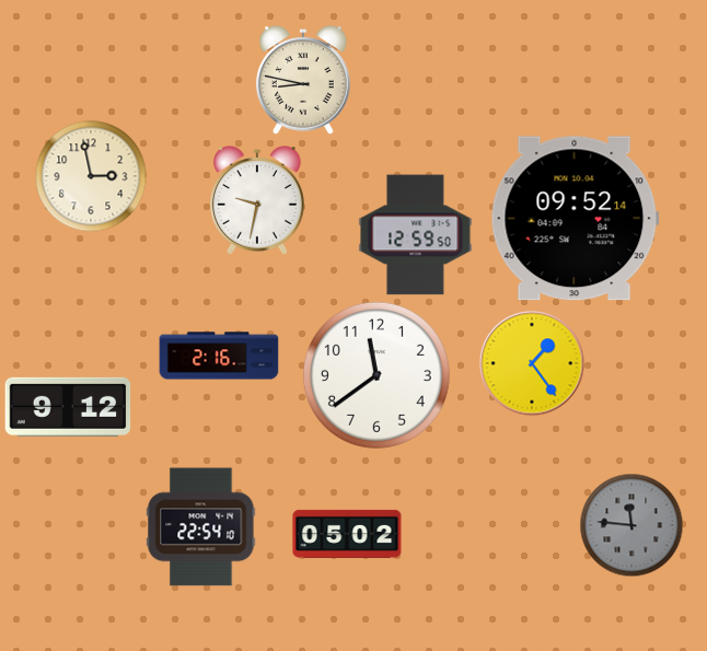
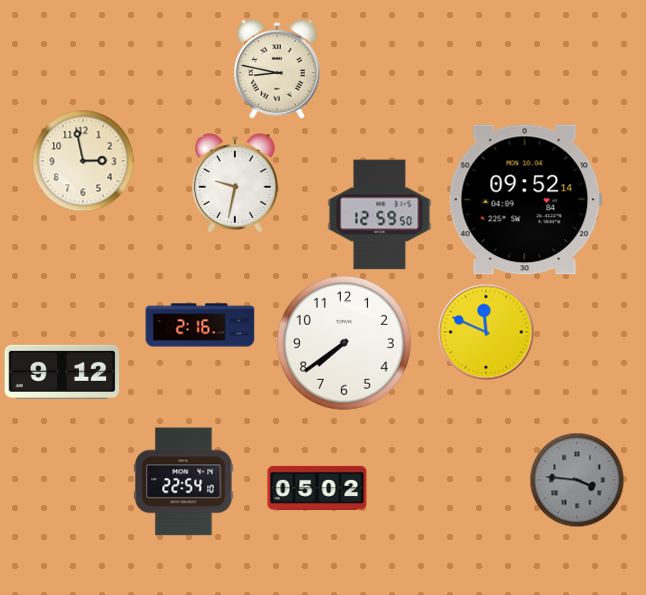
clock at (304, 80) position: (304, 80) -> (278, 69)
clock at (532, 363): 1:24 -> 11:49
clock at (376, 375): 11:39 -> 7:39
clock at (631, 525): 11:46 -> 3:46
